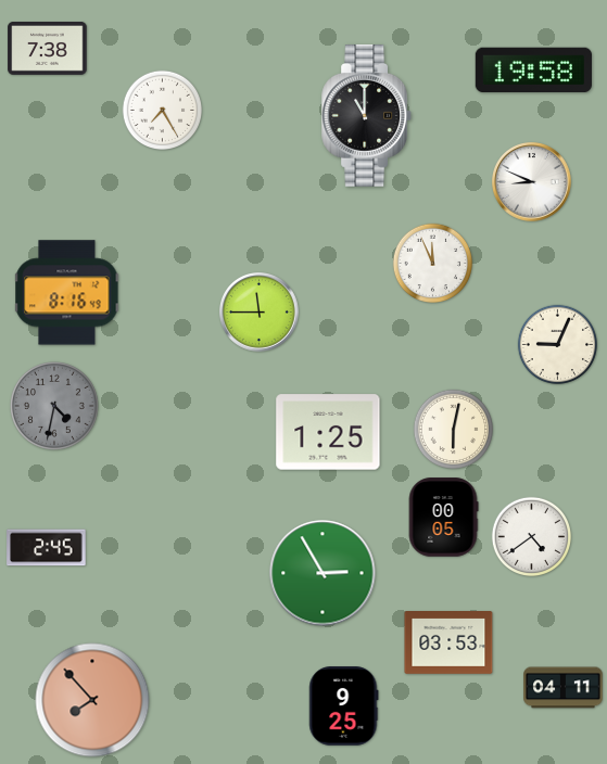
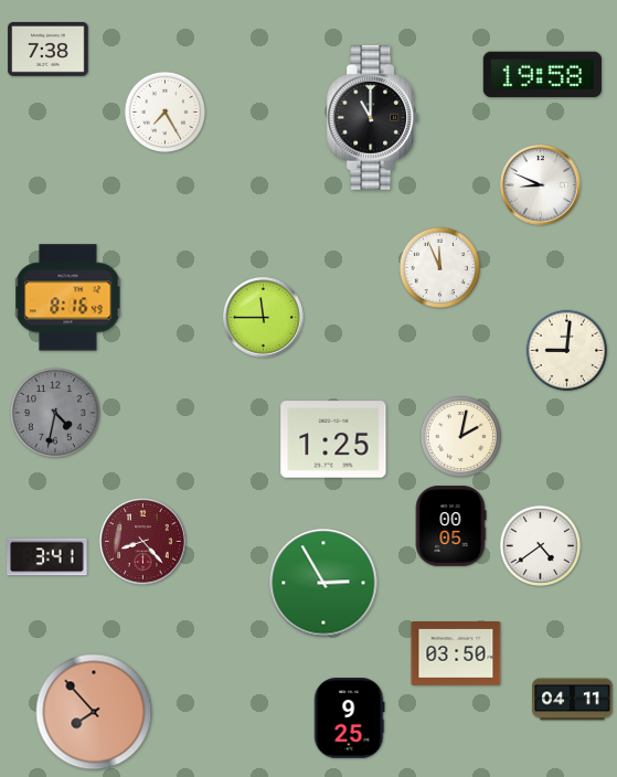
clock at (533, 71) position: (533, 71) -> (542, 75)
clock at (558, 345): 9:04 -> 9:01
clock at (454, 430): 6:02 -> 2:02
clock at (143, 542): none -> 8:23
clock at (47, 548): 2:45 -> 3:41
clock at (323, 573) position: (323, 573) -> (323, 583)
clock at (448, 644): 03:53 -> 03:50
